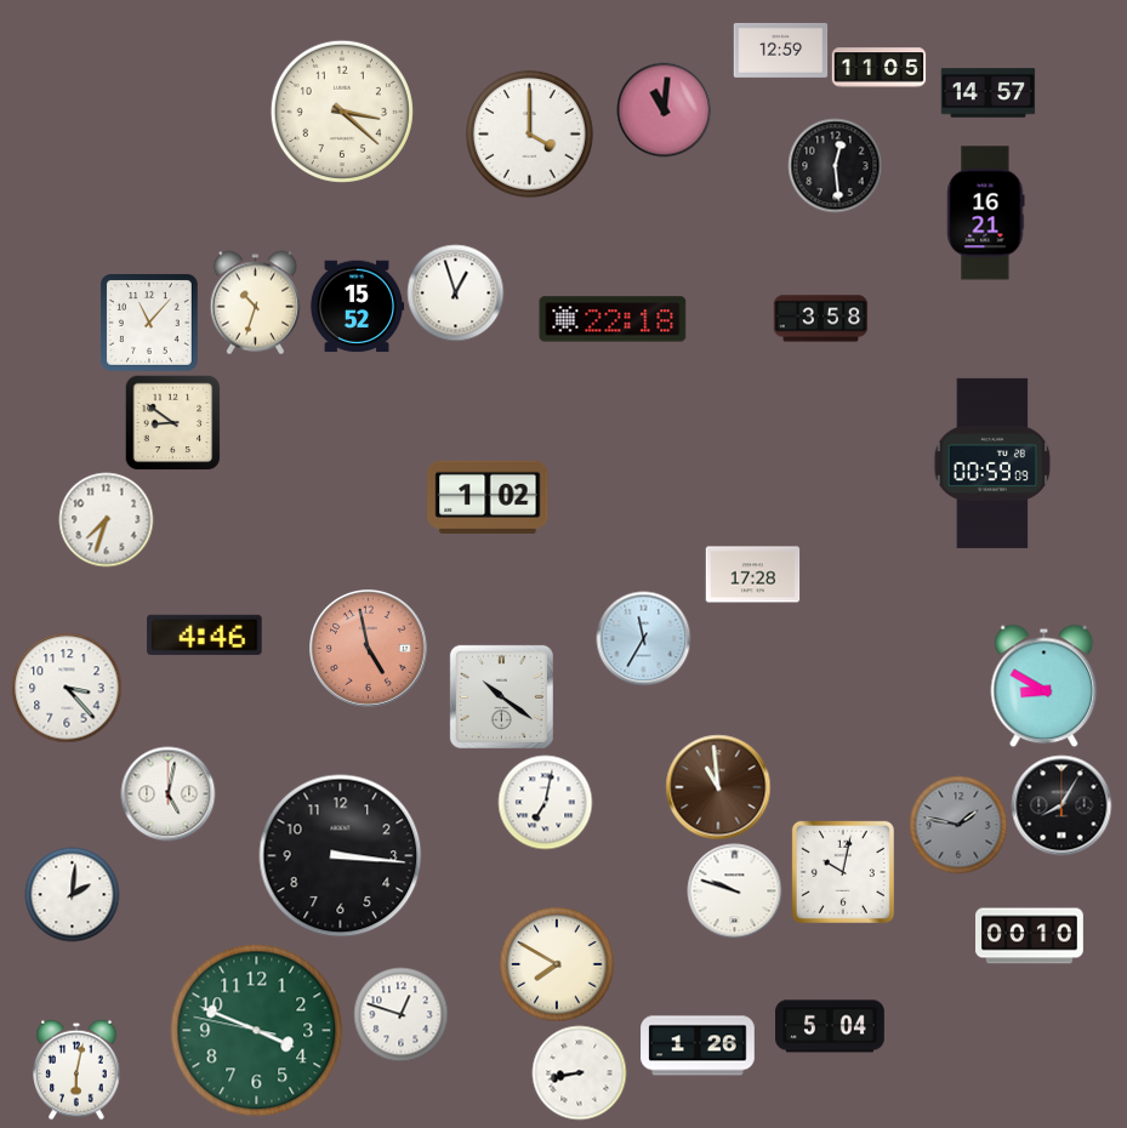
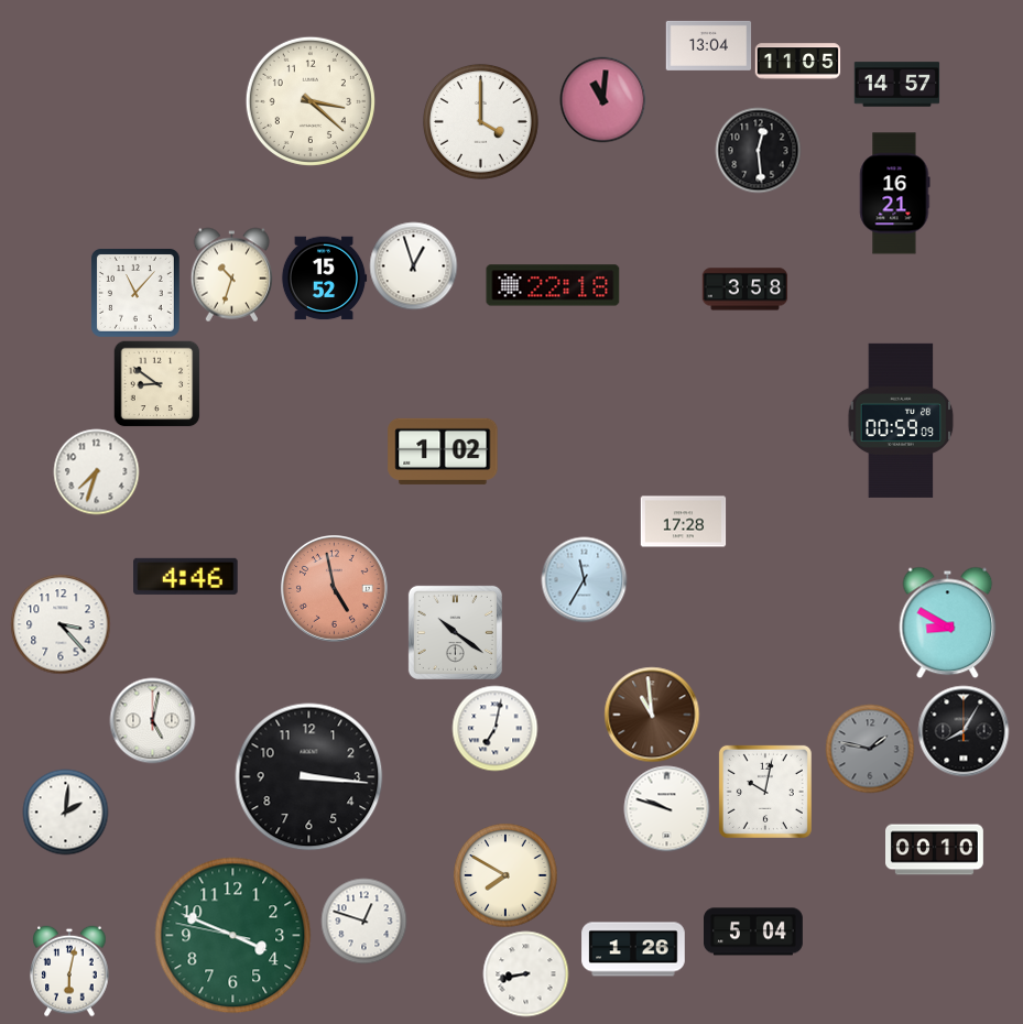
clock at (780, 50): 12:59 -> 13:04
clock at (613, 319) position: (613, 319) -> (553, 285)
